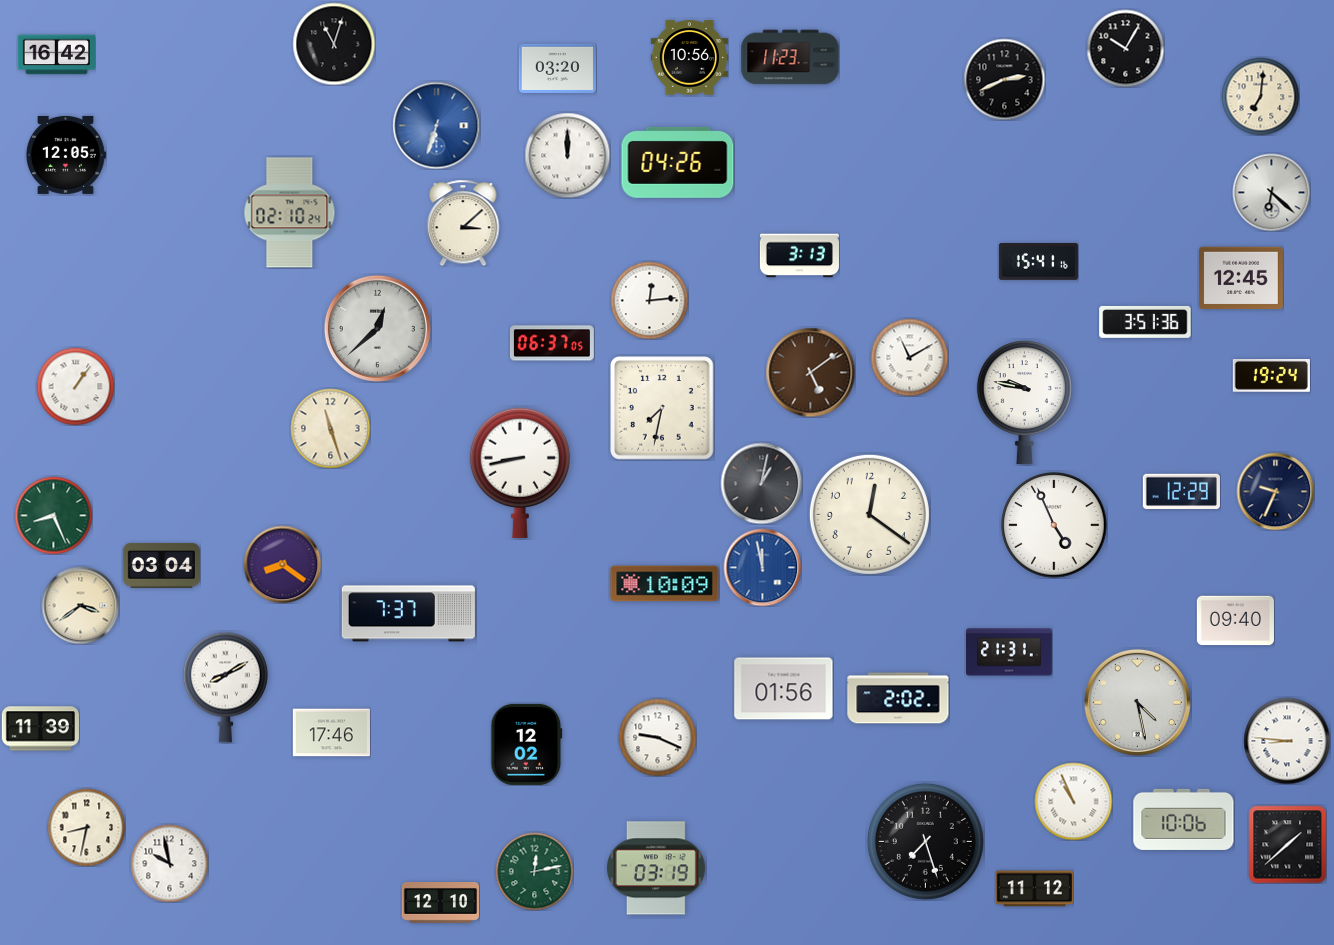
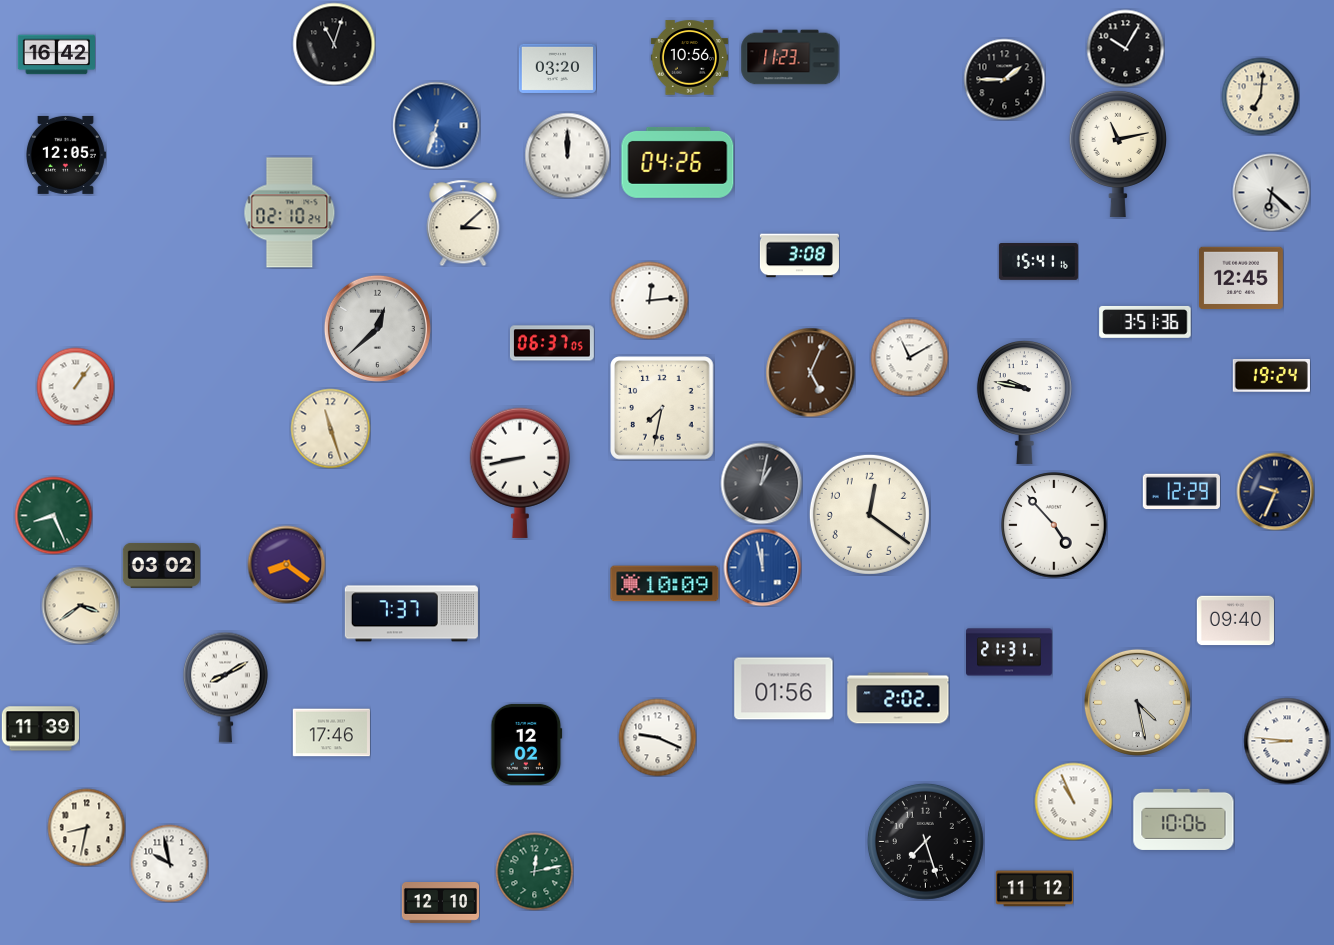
clock at (1004, 79): 2:41 -> 1:45
clock at (1118, 154): none -> 11:13
clock at (799, 256): 3:13 -> 3:08
clock at (810, 372): 5:09 -> 5:04
clock at (1054, 525): 4:56 -> 4:53
clock at (282, 564) position: (282, 564) -> (286, 564)
clock at (161, 565): 03:04 -> 03:02
clock at (408, 614) position: (408, 614) -> (411, 614)
clock at (1287, 844): 1:38 -> none
clock at (656, 868): 03:19 -> none
